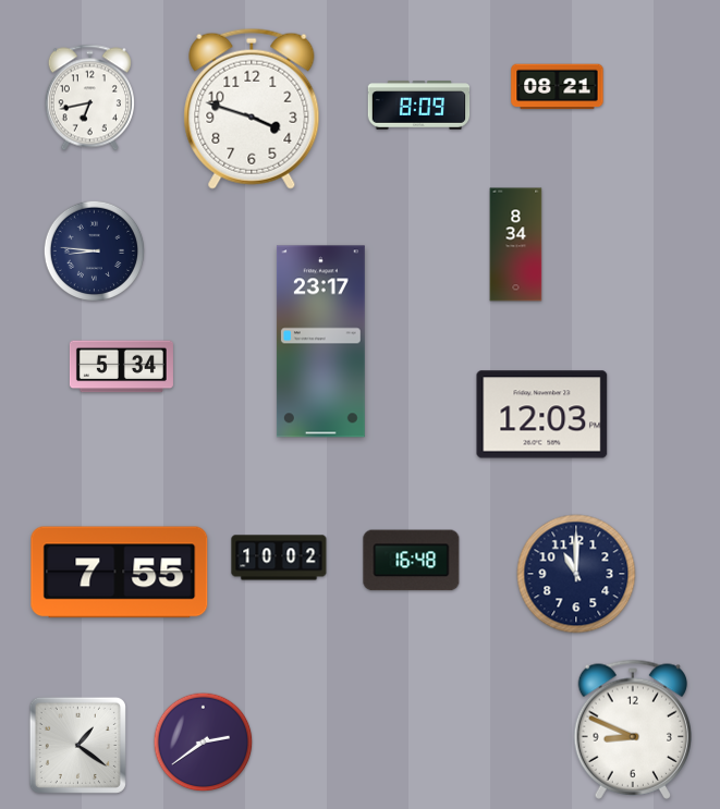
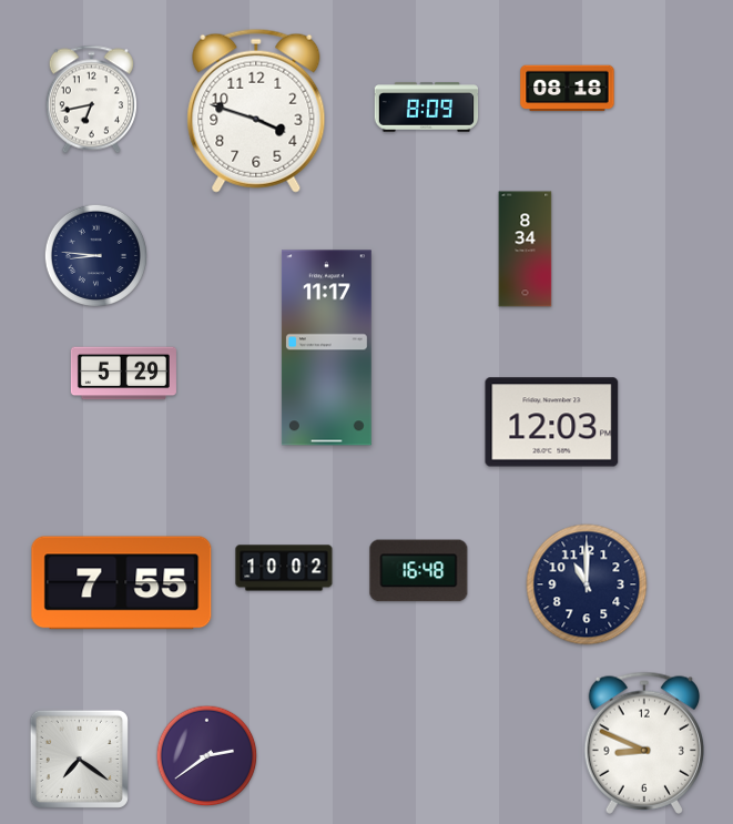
clock at (558, 87): 08:21 -> 08:18
clock at (320, 342): 23:17 -> 11:17
clock at (121, 367): 5:34 -> 5:29
clock at (77, 745): 1:21 -> 7:21
